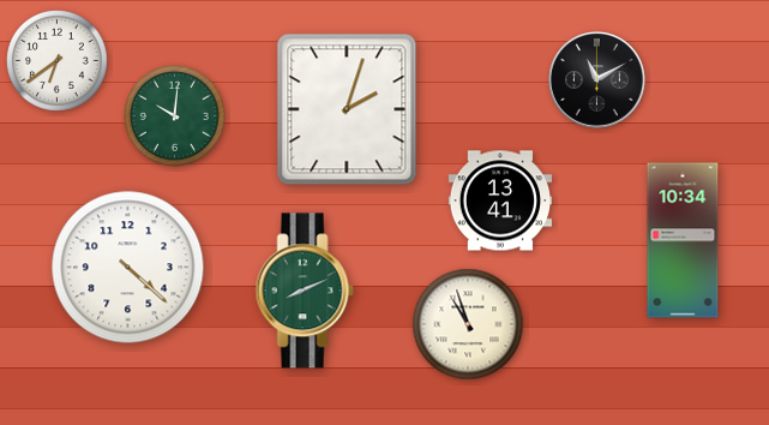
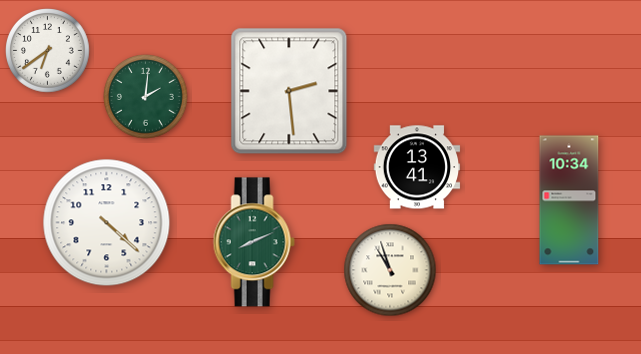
clock at (597, 80): 11:10 -> none
clock at (347, 109): 2:03 -> 2:29
clock at (175, 116): 10:01 -> 2:01
